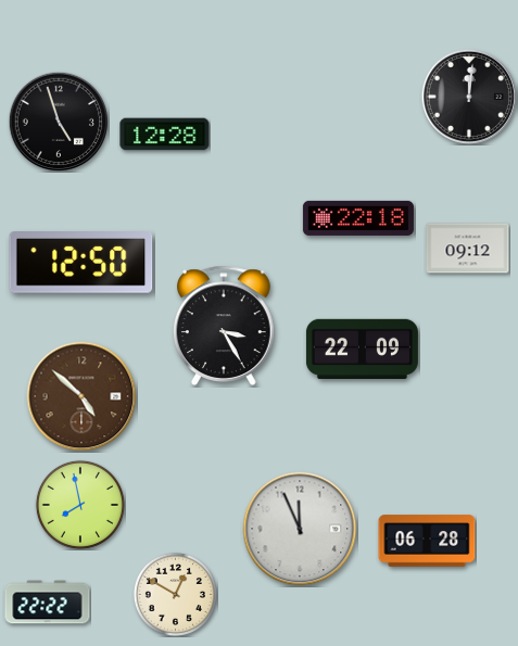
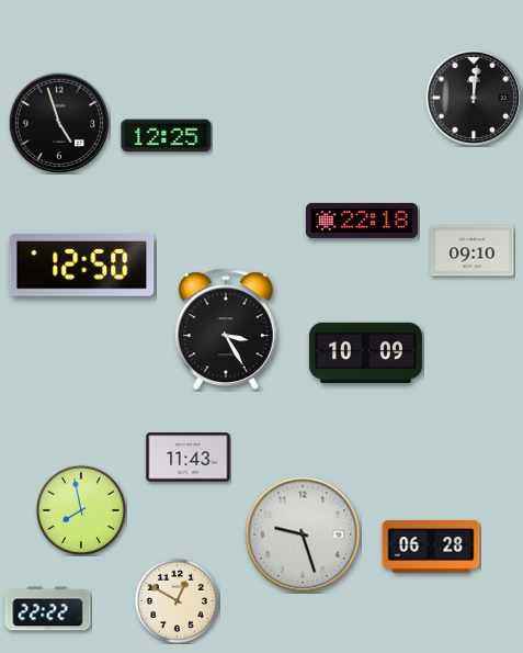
clock at (165, 135): 12:28 -> 12:25
clock at (468, 249): 09:12 -> 09:10
clock at (362, 349): 22:09 -> 10:09
clock at (81, 396): 4:52 -> none
clock at (189, 458): none -> 11:43
clock at (300, 529): 11:56 -> 9:27
